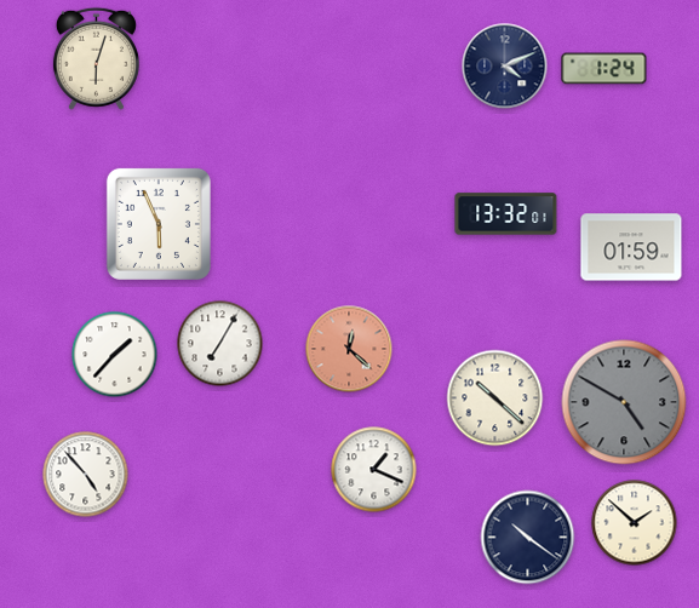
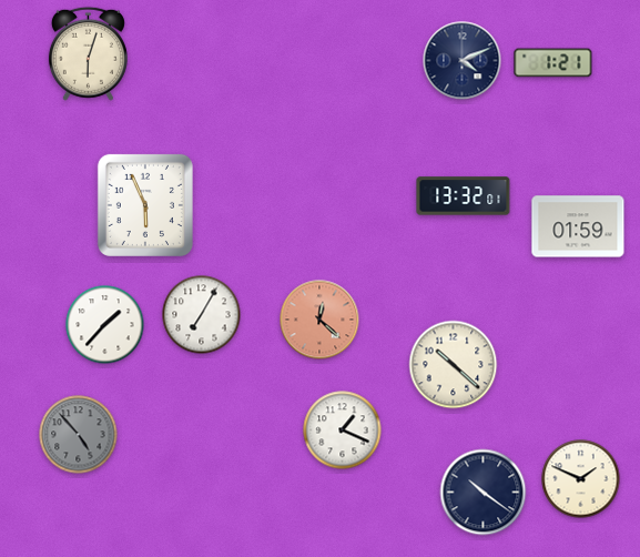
clock at (605, 69): 1:24 -> 1:21
clock at (624, 402): 4:50 -> none
clock at (86, 475) dial: white -> grey
clock at (635, 523): 1:52 -> 1:49
